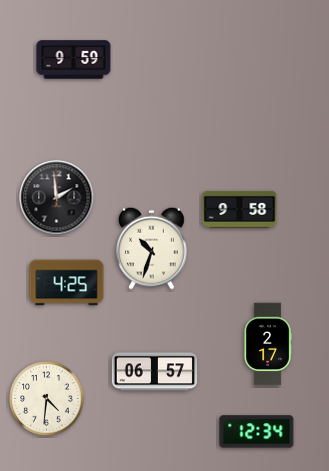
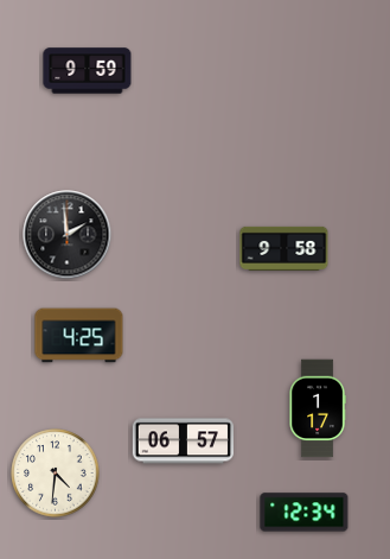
clock at (152, 248): 10:33 -> none
clock at (268, 344): 2:17 -> 1:17
